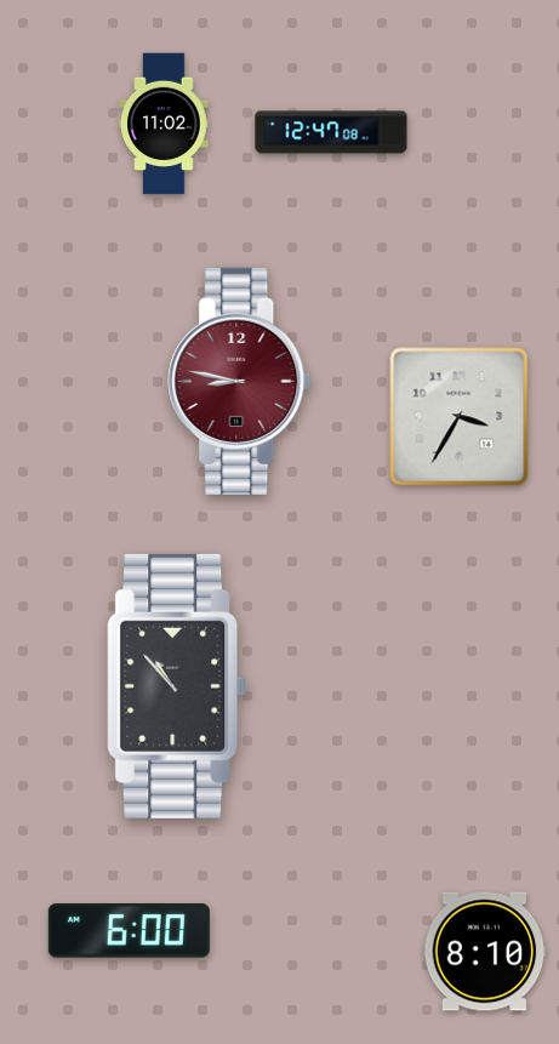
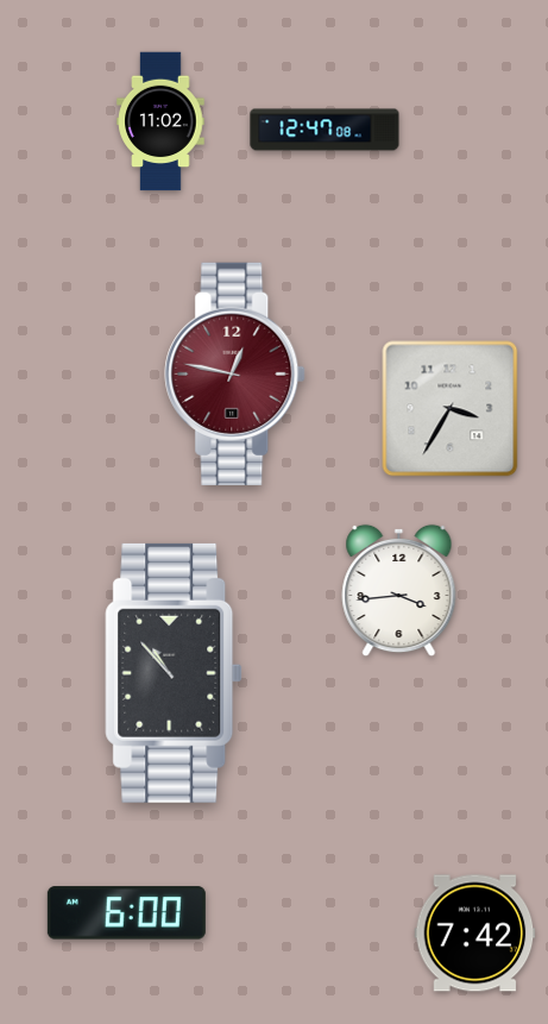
clock at (240, 381): 8:47 -> 12:47
clock at (399, 591): none -> 3:44
clock at (485, 952): 8:10 -> 7:42
